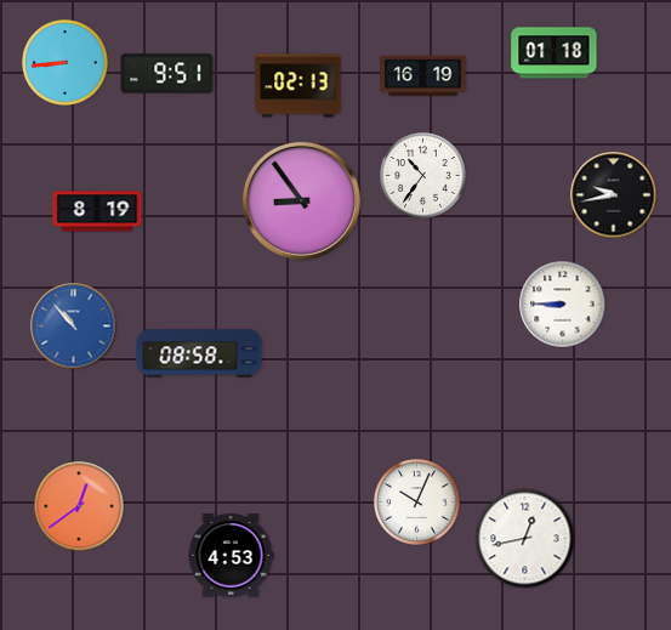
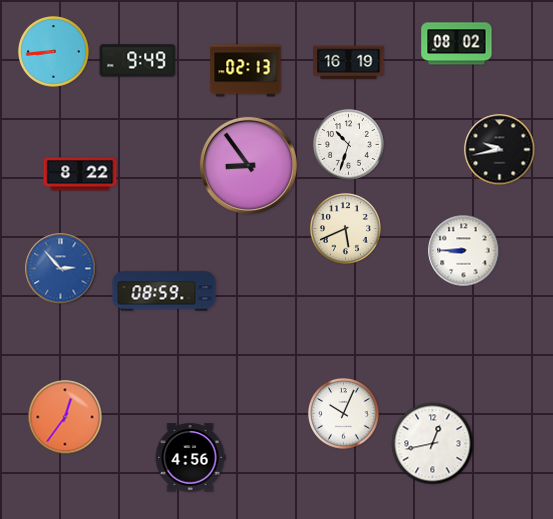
clock at (555, 53): 01:18 -> 08:02
clock at (167, 74): 9:51 -> 9:49
clock at (423, 176): 10:36 -> 10:33
clock at (614, 195) position: (614, 195) -> (500, 150)
clock at (97, 211): 8:19 -> 8:22
clock at (346, 229): none -> 5:41
clock at (74, 327): 10:53 -> 2:53
clock at (199, 353): 08:58 -> 08:59
clock at (79, 506): 12:39 -> 12:36
clock at (231, 556): 4:53 -> 4:56
